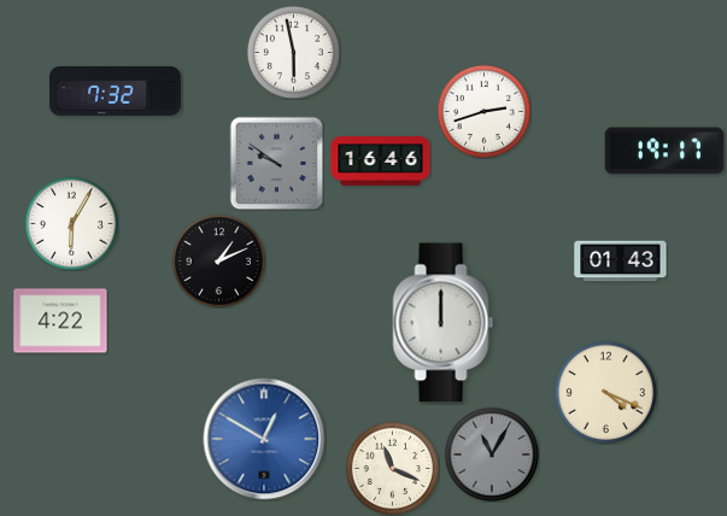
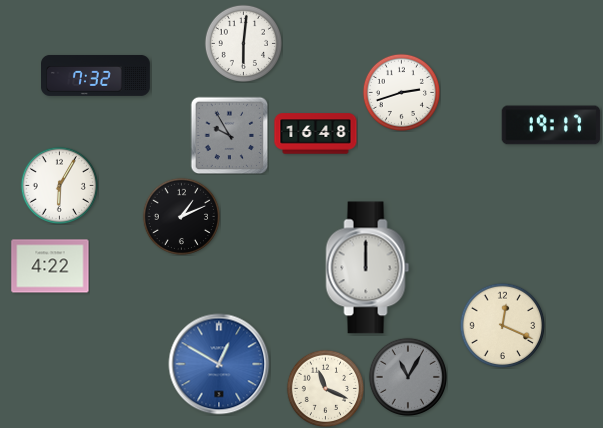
clock at (293, 52): 5:58 -> 6:01
clock at (381, 162): 16:46 -> 16:48
clock at (276, 163): 9:51 -> 9:55
clock at (621, 262): 01:43 -> none
clock at (605, 392): 4:19 -> 12:19
